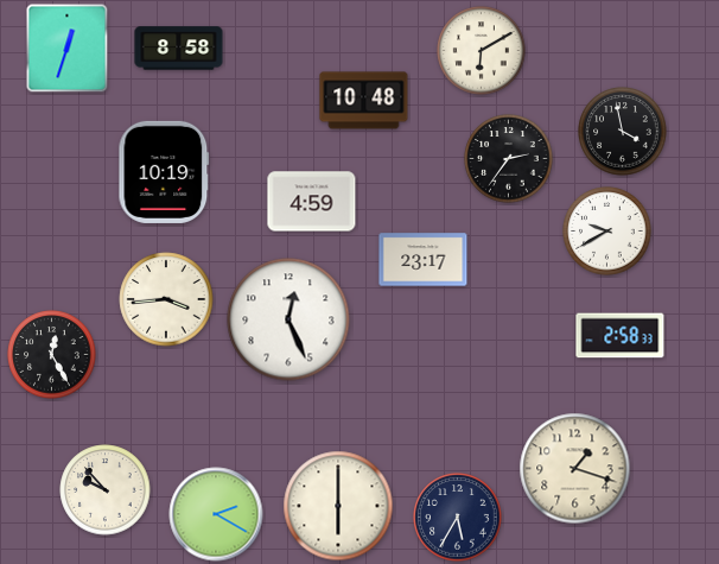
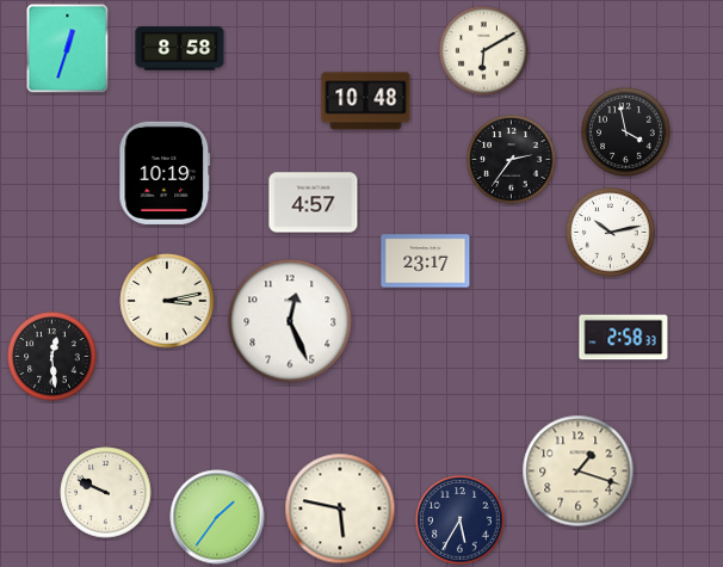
clock at (312, 202): 4:59 -> 4:57
clock at (607, 232): 9:40 -> 10:13
clock at (166, 299): 3:44 -> 3:13
clock at (52, 355): 12:25 -> 12:29
clock at (106, 490): 9:53 -> 9:49
clock at (338, 506): 6:00 -> 5:47
clock at (216, 514): 2:20 -> 1:36
